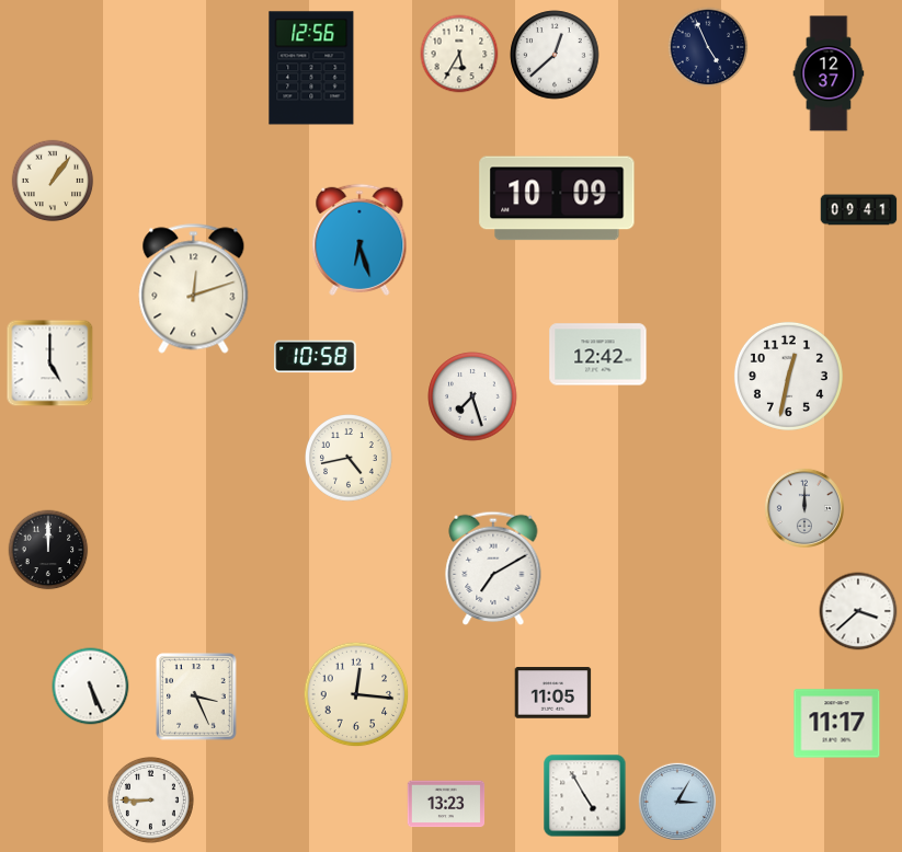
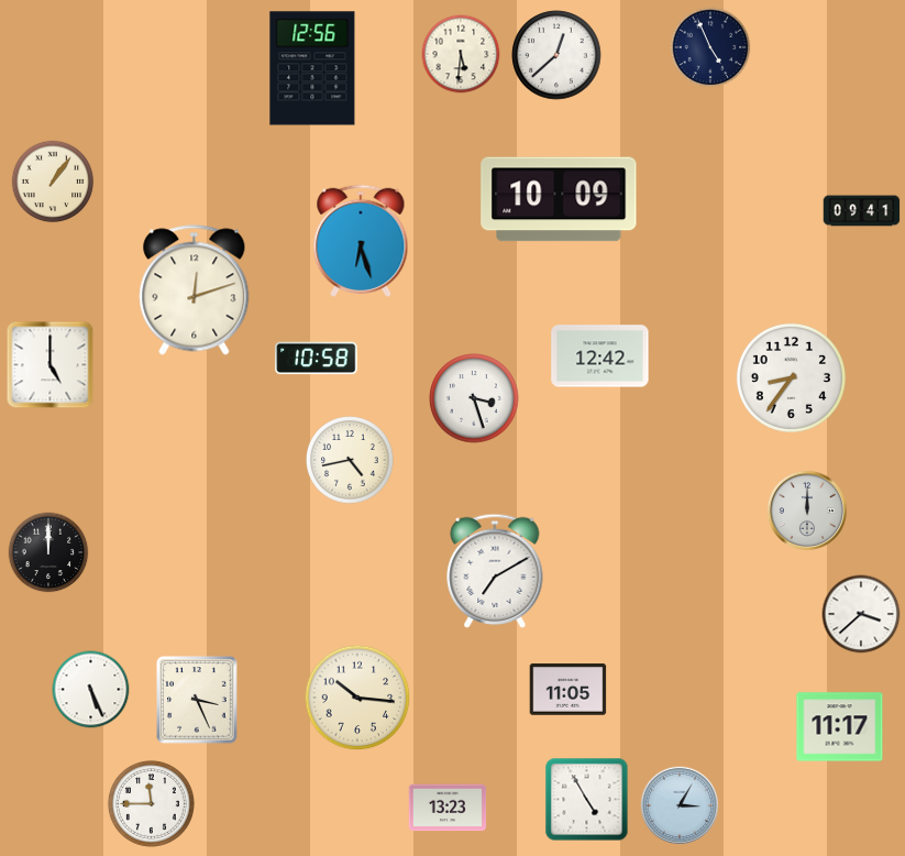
clock at (459, 54): 5:35 -> 5:31
clock at (829, 73): 12:37 -> none
clock at (788, 376): 12:32 -> 8:36
clock at (472, 396): 7:27 -> 3:27
clock at (553, 693) position: (553, 693) -> (569, 690)
clock at (356, 694): 12:16 -> 10:16
clock at (150, 799): 8:45 -> 11:45
